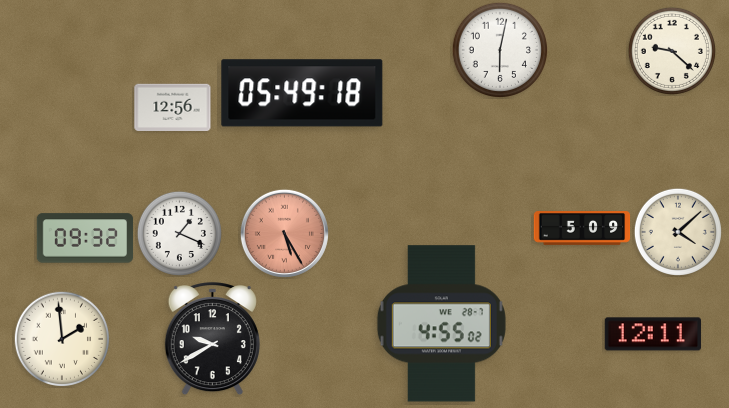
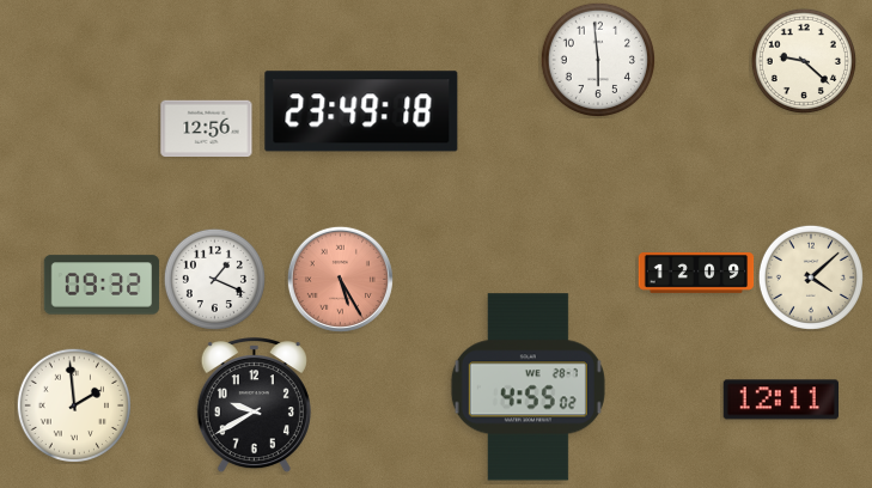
clock at (499, 49): 6:02 -> 5:59
clock at (302, 93): 05:49 -> 23:49
clock at (582, 229): 5:09 -> 12:09
